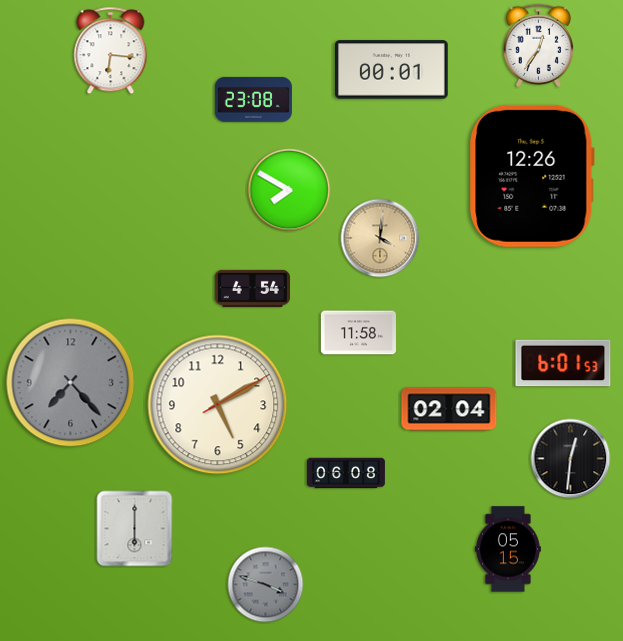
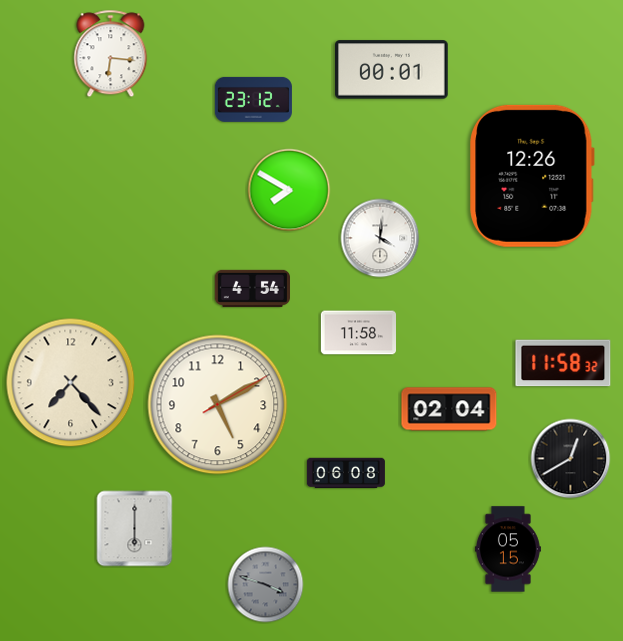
clock at (538, 45): 12:36 -> none
clock at (111, 51) position: (111, 51) -> (111, 54)
clock at (253, 99): 23:08 -> 23:12
clock at (380, 238) dial: champagne -> white
clock at (563, 363): 6:01 -> 11:58
clock at (71, 383) dial: grey -> cream
clock at (571, 459): 12:31 -> 12:40
